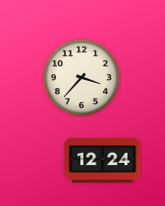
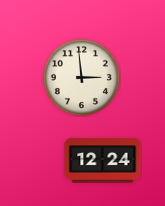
clock at (81, 77): 3:37 -> 2:59
